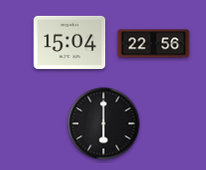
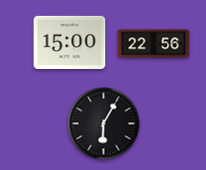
clock at (70, 42): 15:04 -> 15:00
clock at (104, 124): 6:00 -> 6:05
